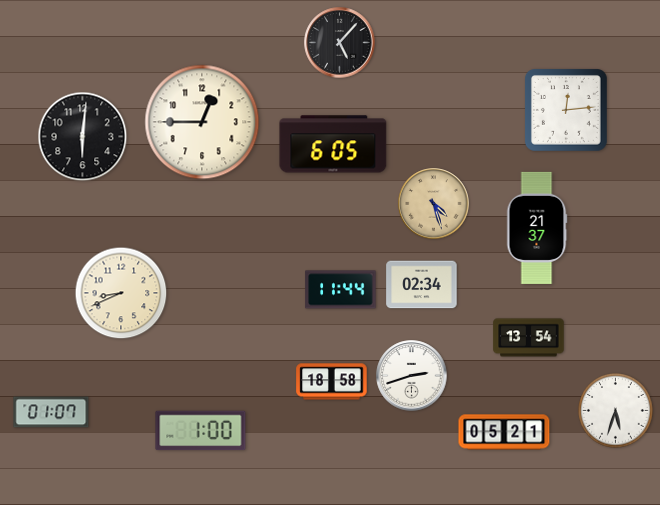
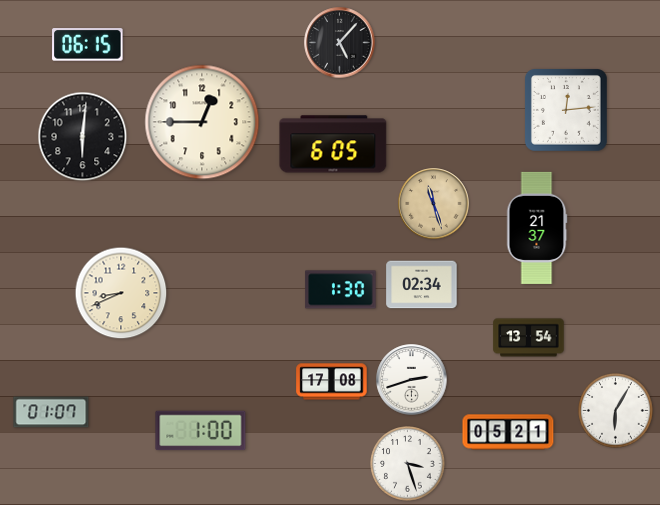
clock at (88, 45): none -> 06:15
clock at (434, 204): 4:27 -> 11:27
clock at (341, 290): 11:44 -> 1:30
clock at (412, 376) position: (412, 376) -> (412, 380)
clock at (332, 382): 18:58 -> 17:08
clock at (616, 411): 5:33 -> 6:05
clock at (504, 432) position: (504, 432) -> (508, 432)
clock at (408, 464): none -> 3:27
